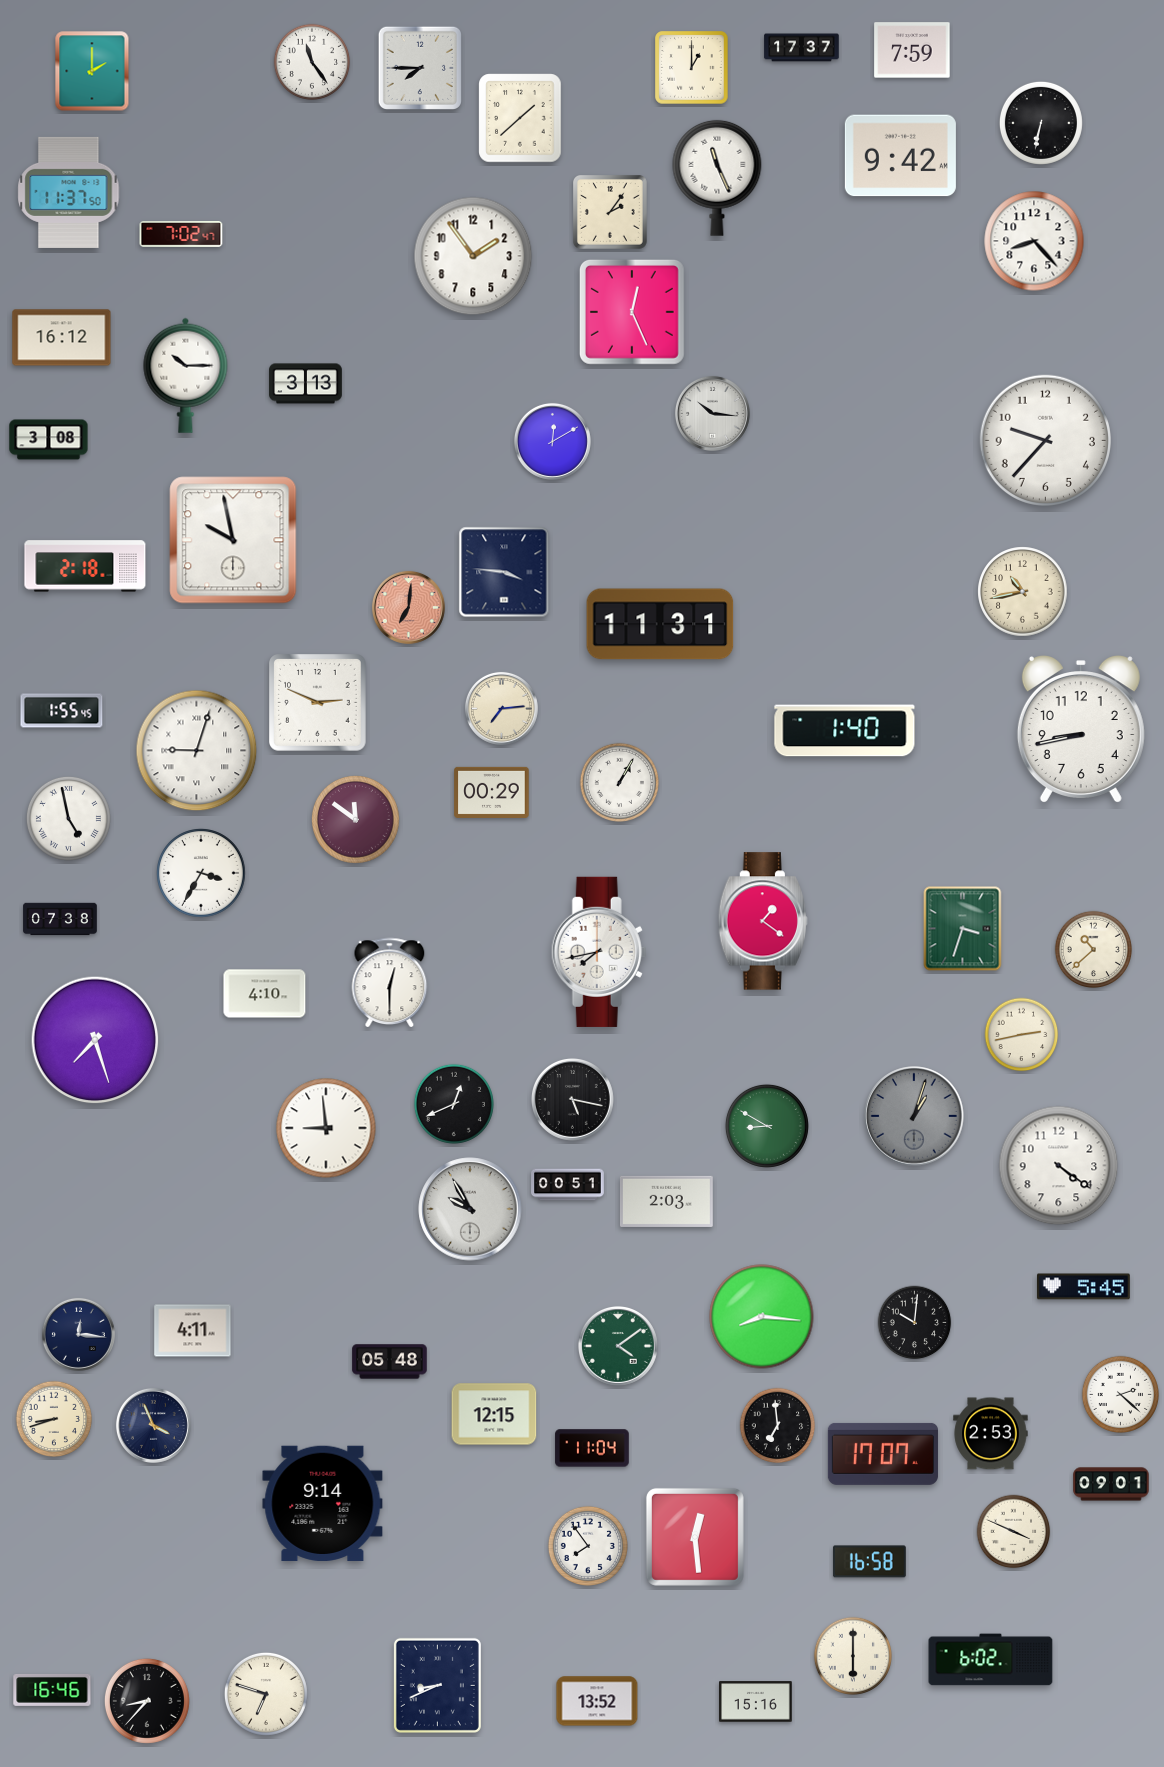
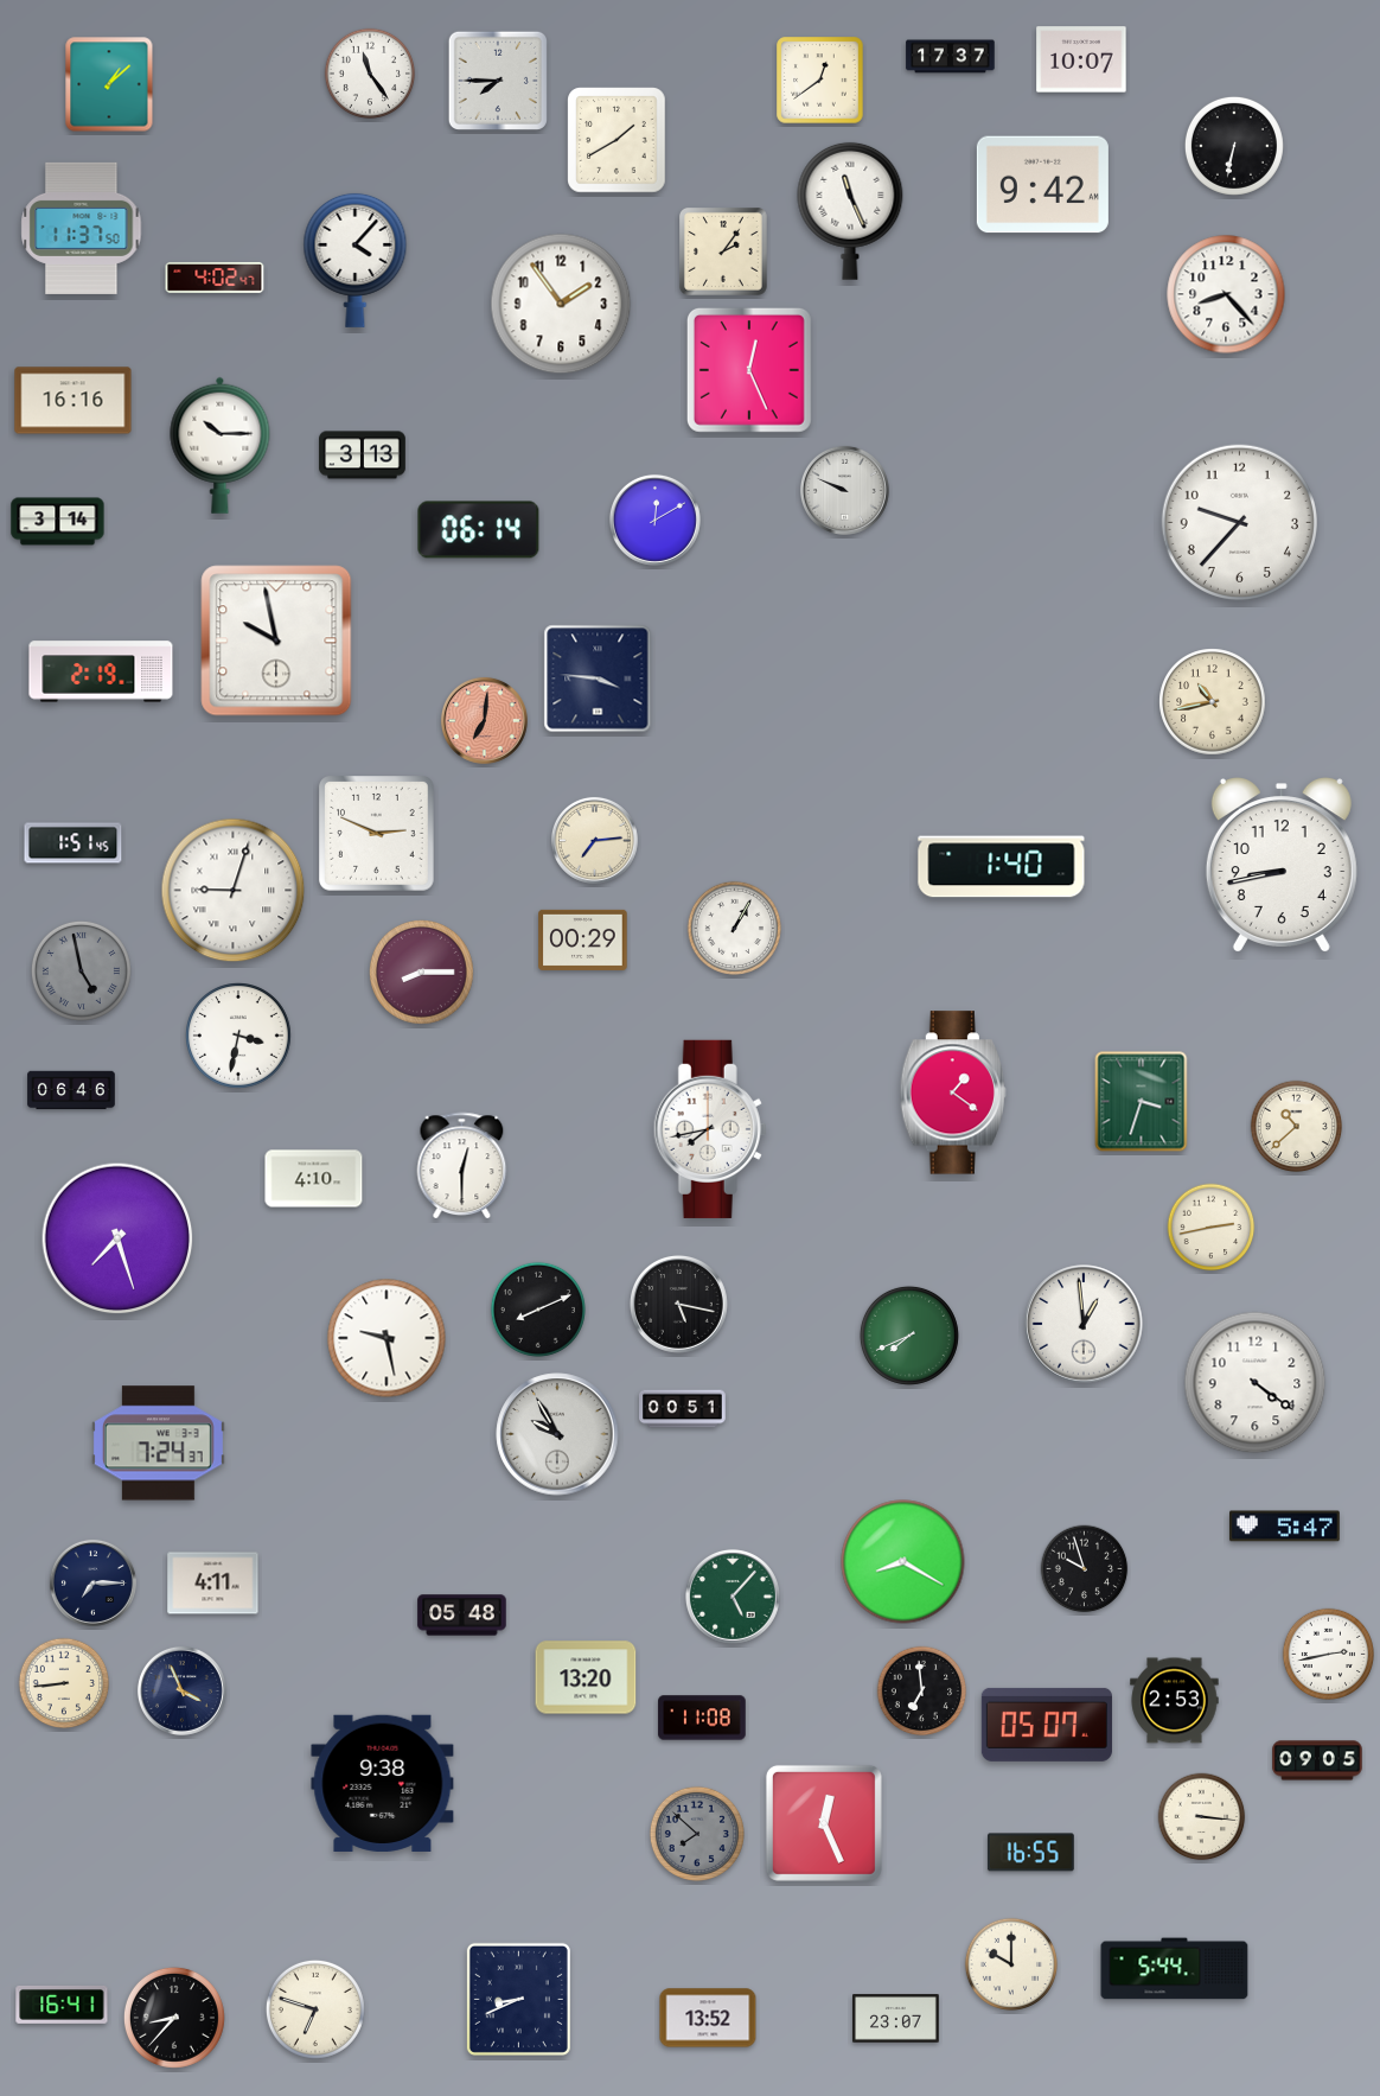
clock at (912, 50): 7:59 -> 10:07
clock at (692, 68): 1:00 -> 12:39
clock at (92, 71): 2:00 -> 1:08
clock at (520, 118): 1:38 -> 1:40
clock at (900, 156) position: (900, 156) -> (1042, 185)
clock at (356, 260): none -> 4:07
clock at (181, 234): 7:02 -> 4:02
clock at (1034, 241) position: (1034, 241) -> (1226, 294)
clock at (62, 338): 16:12 -> 16:16
clock at (712, 413): 10:16 -> 9:49
clock at (49, 440): 3:08 -> 3:14
clock at (552, 441) position: (552, 441) -> (654, 520)
clock at (479, 530): none -> 06:14
clock at (85, 566): 2:18 -> 2:19
clock at (660, 624): 11:31 -> none
clock at (62, 711): 1:55 -> 1:51
clock at (68, 818) dial: white -> grey
clock at (356, 820): 11:51 -> 8:15
clock at (202, 874): 3:35 -> 3:32
clock at (60, 919): 07:38 -> 06:46
clock at (763, 921) position: (763, 921) -> (953, 1092)
clock at (95, 1040) position: (95, 1040) -> (117, 1238)
clock at (454, 1104): 12:41 -> 8:11
clock at (914, 1116): 1:03 -> 12:59
clock at (914, 1116) dial: grey -> white
clock at (767, 1126): 8:50 -> 7:41
clock at (326, 1128): 8:59 -> 9:28
clock at (568, 1185) position: (568, 1185) -> (683, 1409)
clock at (666, 1201): 2:03 -> none
clock at (158, 1444): none -> 7:24
clock at (1083, 1287): 5:45 -> 5:47
clock at (762, 1317): 8:16 -> 8:20
clock at (915, 1323): 10:01 -> 9:57
clock at (193, 1331) position: (193, 1331) -> (213, 1584)
clock at (78, 1334): 12:16 -> 7:15
clock at (618, 1346): 4:09 -> 5:07
clock at (1121, 1395): 2:22 -> 2:43
clock at (494, 1414): 12:15 -> 13:20
clock at (54, 1419): 8:42 -> 8:44
clock at (592, 1448): 11:04 -> 11:08
clock at (883, 1454): 17:07 -> 05:07
clock at (1111, 1484): 09:01 -> 09:05
clock at (323, 1503): 9:14 -> 9:38
clock at (1014, 1532): 3:49 -> 3:16
clock at (695, 1537): 12:29 -> 12:26
clock at (588, 1546): 7:54 -> 7:52
clock at (588, 1546) dial: white -> grey
clock at (869, 1562): 16:58 -> 16:55
clock at (852, 1655): 6:00 -> 10:00
clock at (991, 1660): 6:02 -> 5:44
clock at (52, 1690): 16:46 -> 16:41
clock at (756, 1702): 15:16 -> 23:07
